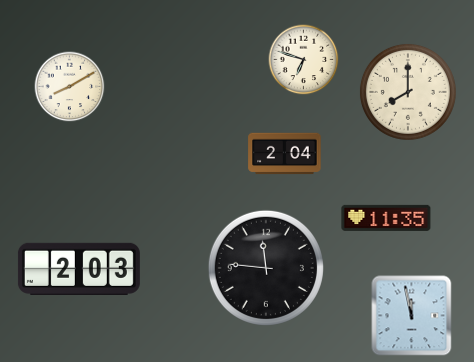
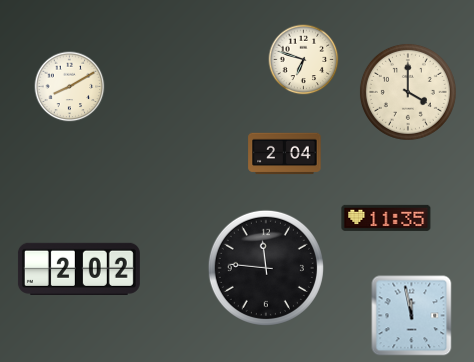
clock at (408, 92): 8:00 -> 4:00
clock at (79, 269): 2:03 -> 2:02
